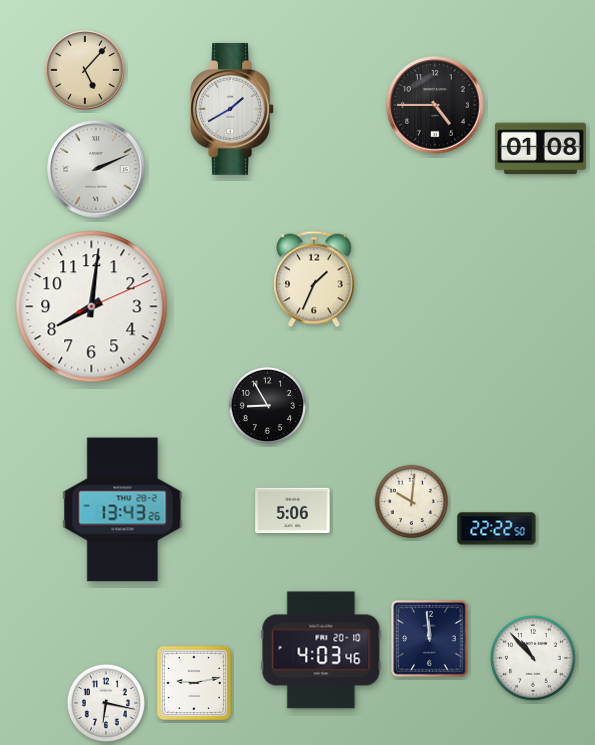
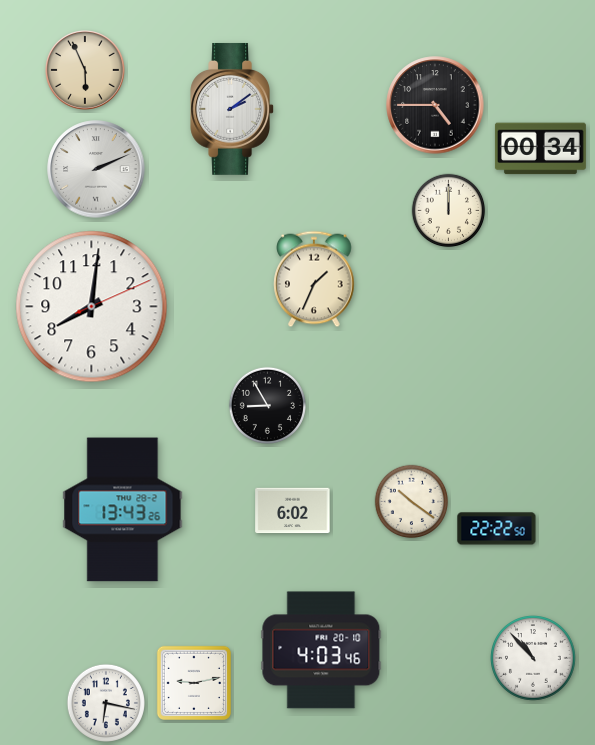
clock at (86, 71): 5:07 -> 5:56
clock at (232, 109): 1:40 -> 2:09
clock at (540, 149): 01:08 -> 00:34
clock at (449, 211): none -> 12:00
clock at (412, 502): 10:01 -> 10:21
clock at (293, 511): 5:06 -> 6:02
clock at (430, 639): 11:59 -> none
